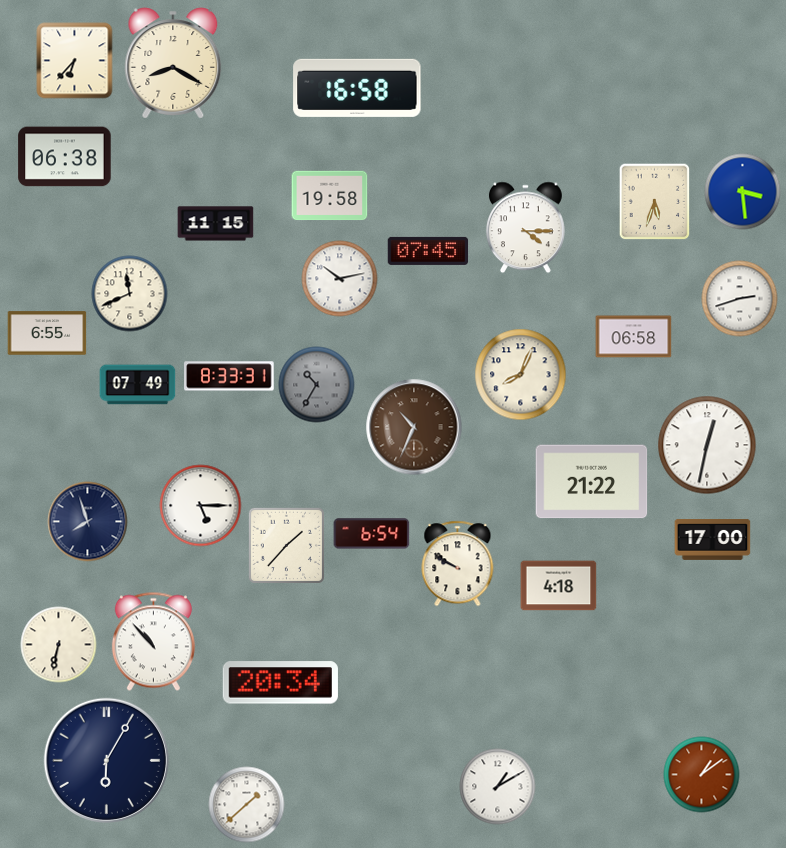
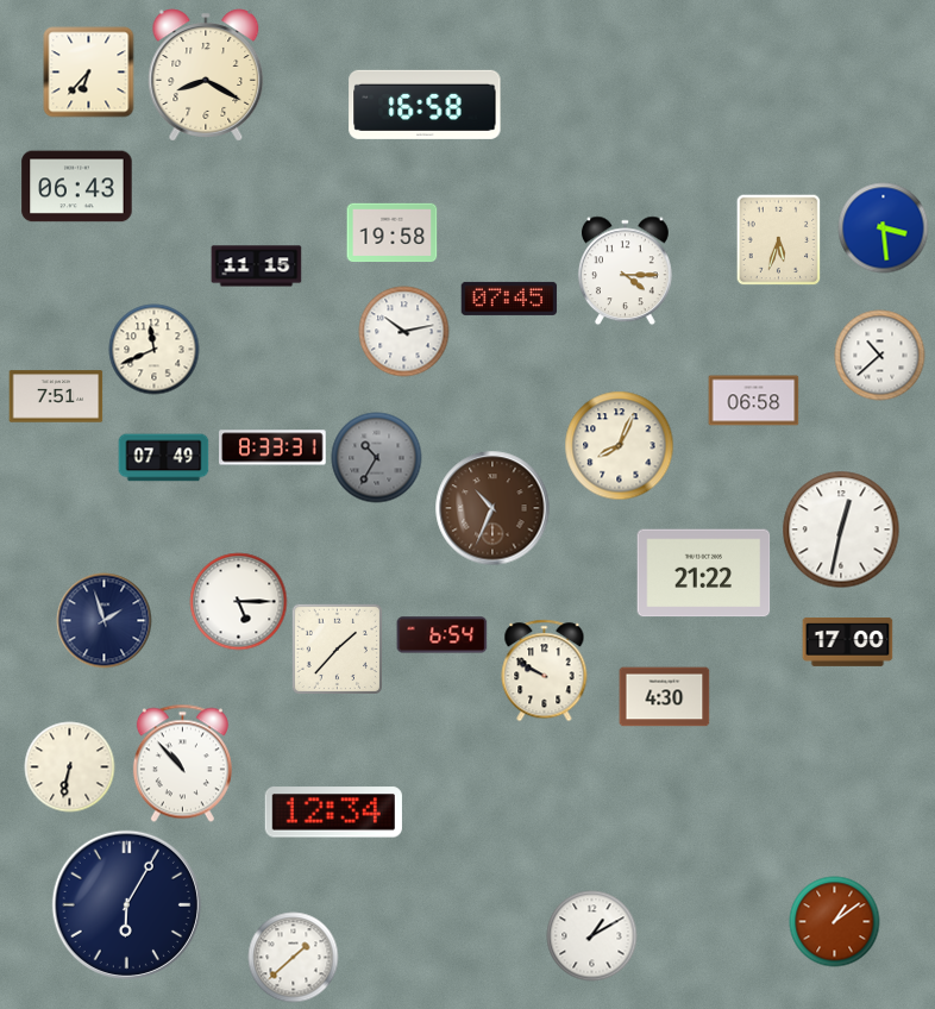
clock at (65, 157): 06:38 -> 06:43
clock at (740, 299): 2:42 -> 10:38
clock at (47, 333): 6:55 -> 7:51
clock at (88, 522): 7:57 -> 1:57
clock at (286, 545) position: (286, 545) -> (337, 648)
clock at (559, 586): 4:18 -> 4:30
clock at (280, 683): 20:34 -> 12:34
